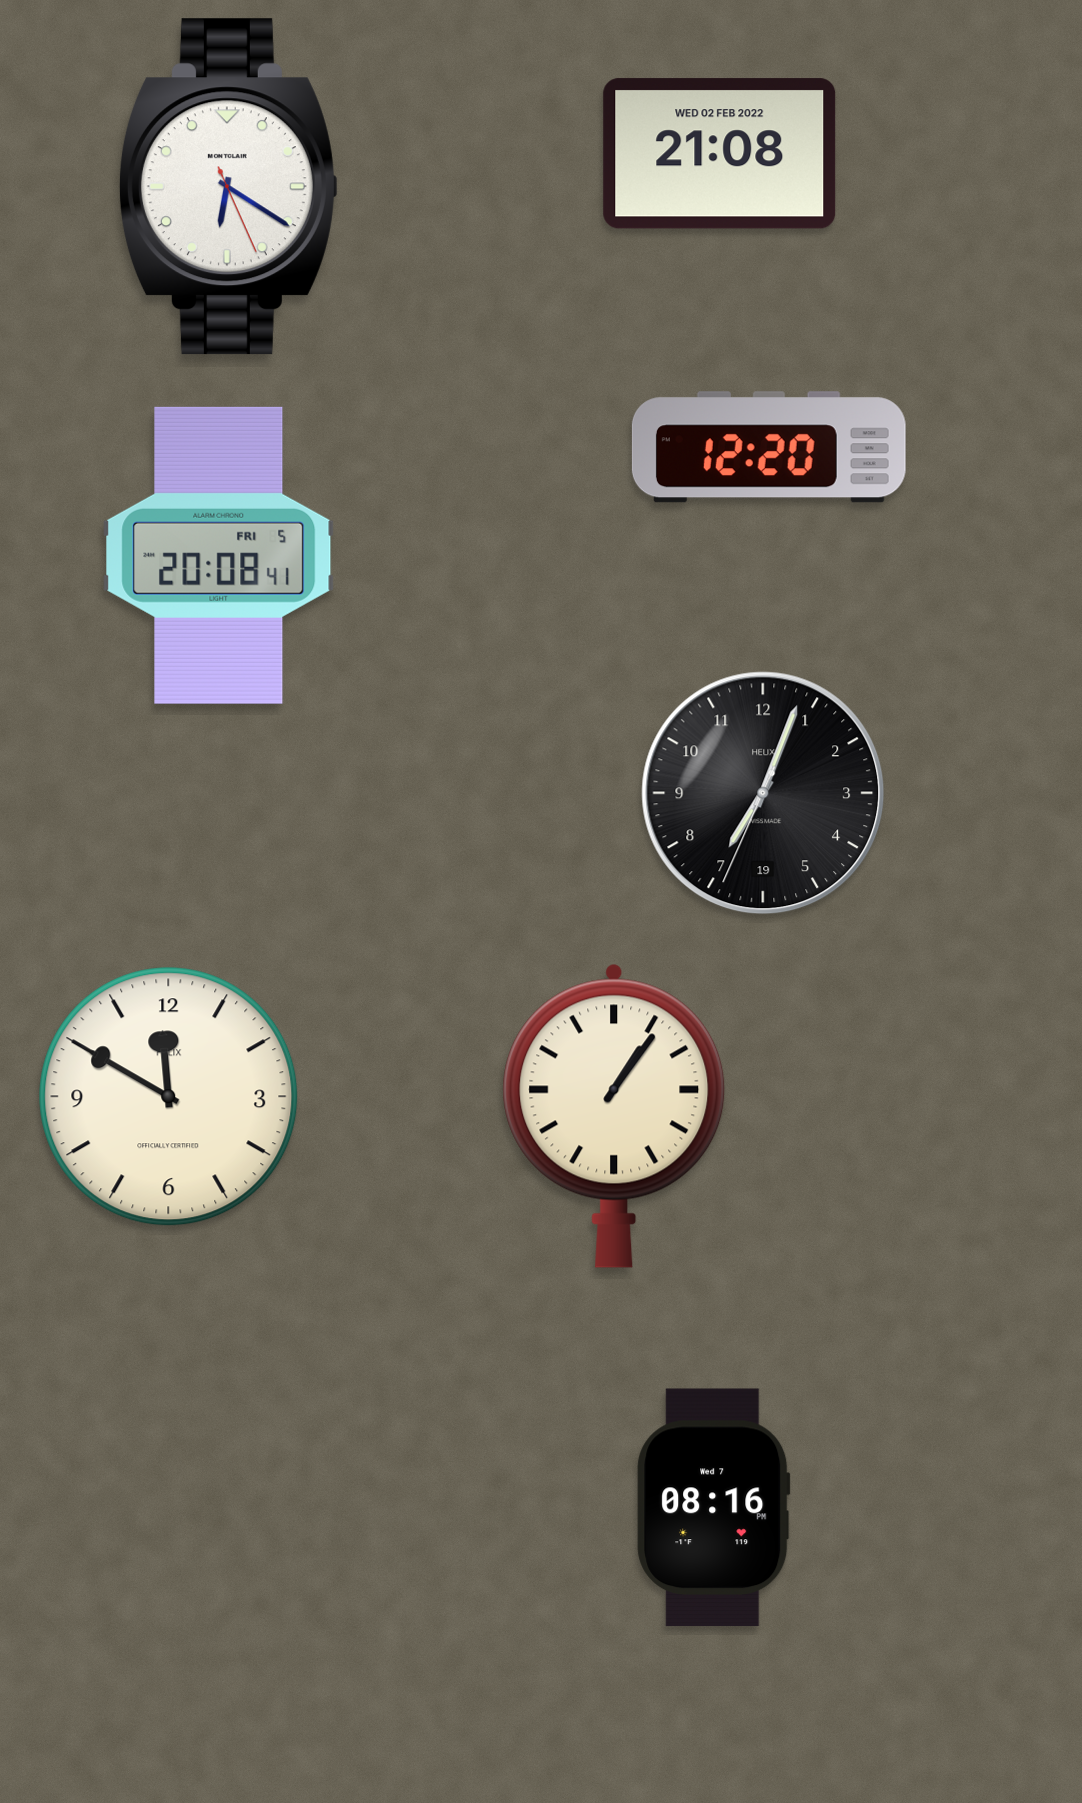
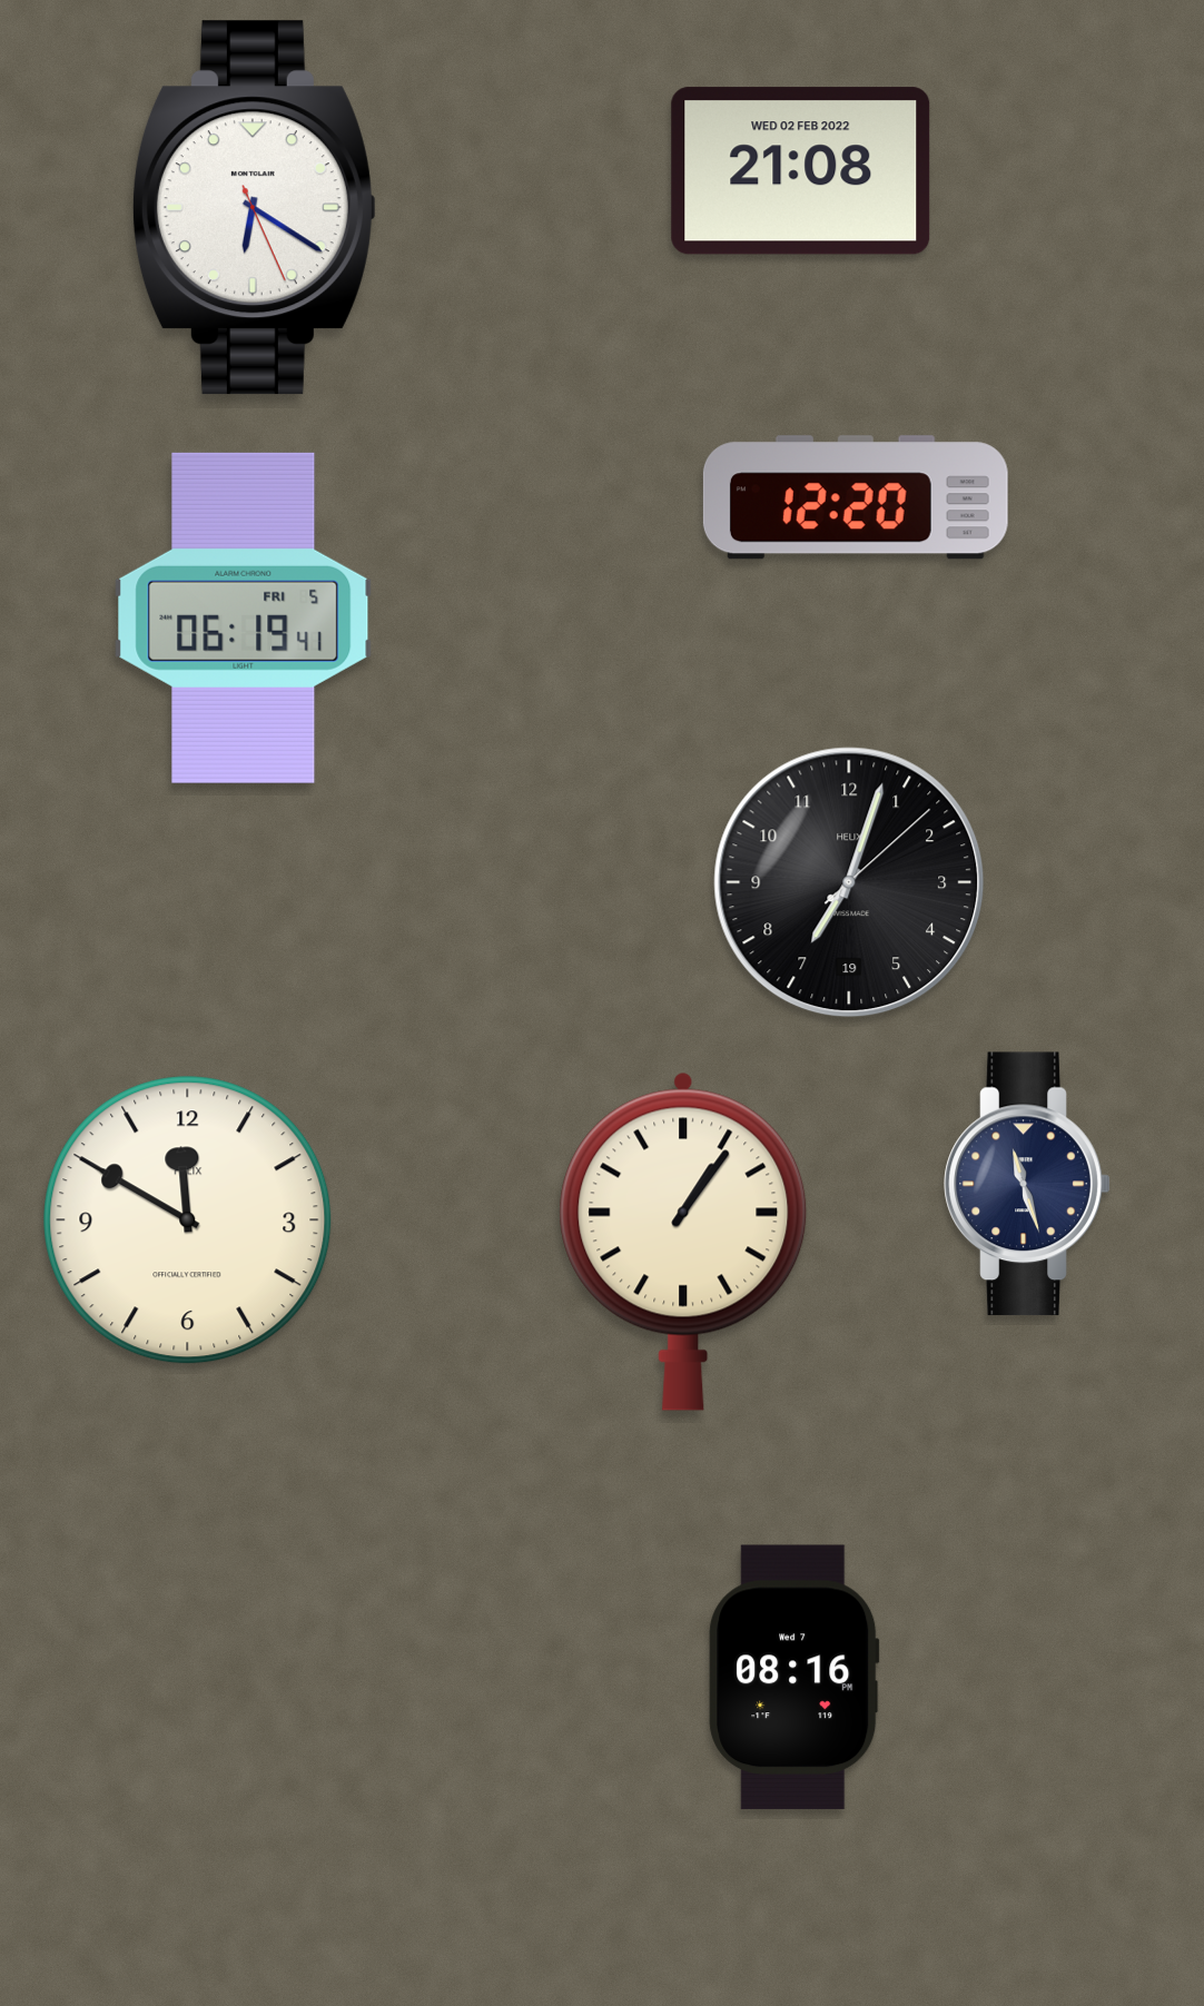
clock at (219, 555): 20:08 -> 06:19
clock at (763, 793): 7:03:34 -> 7:03:08
clock at (1027, 1184): none -> 11:27
